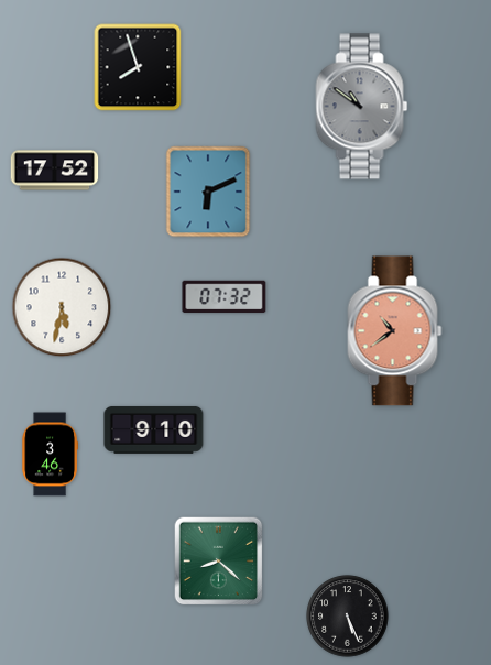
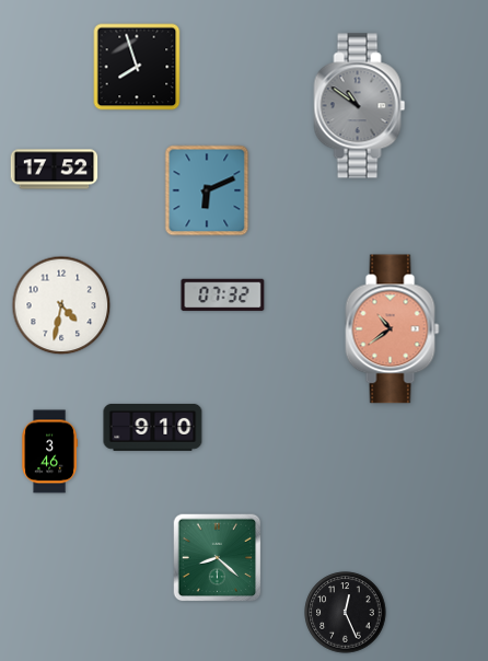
clock at (62, 307): 5:32 -> 4:32
clock at (348, 617): 5:26 -> 12:26
